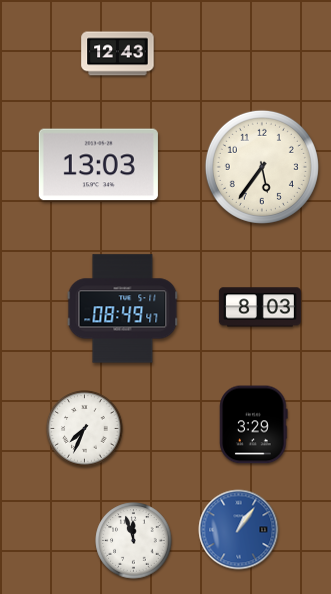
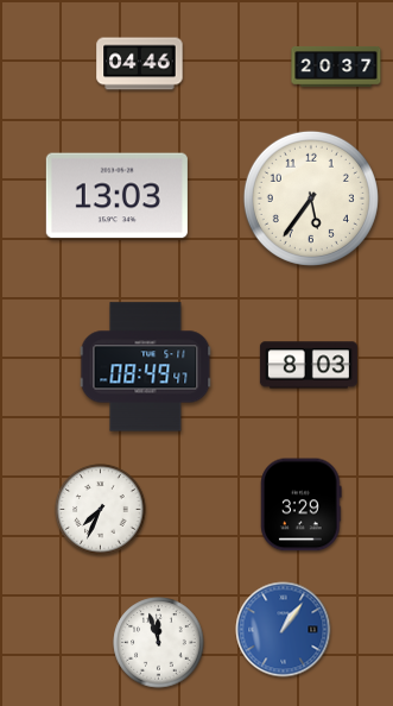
clock at (118, 54): 12:43 -> 04:46
clock at (336, 67): none -> 20:37
